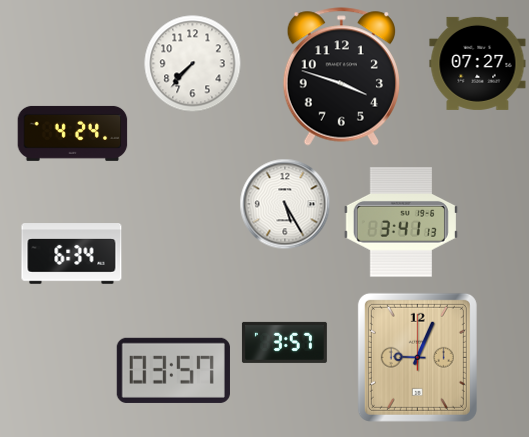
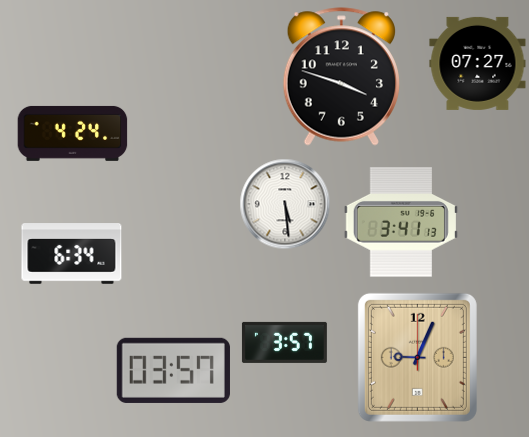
clock at (193, 64): 7:37 -> none
clock at (285, 204): 5:25 -> 5:29
